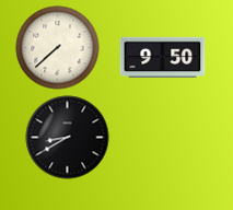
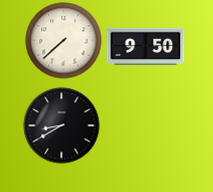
clock at (58, 48) position: (58, 48) -> (64, 41)
clock at (163, 57) position: (163, 57) -> (146, 46)
